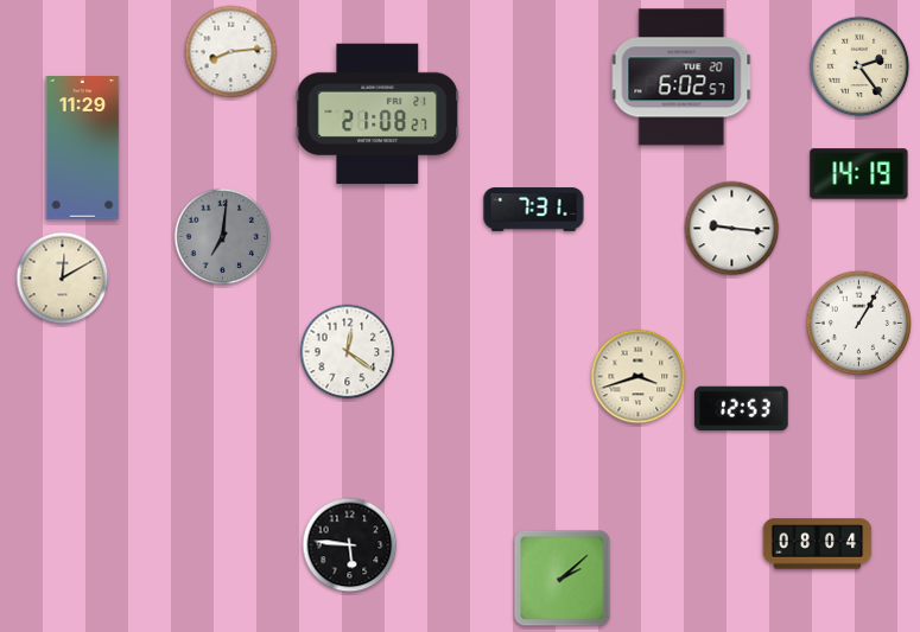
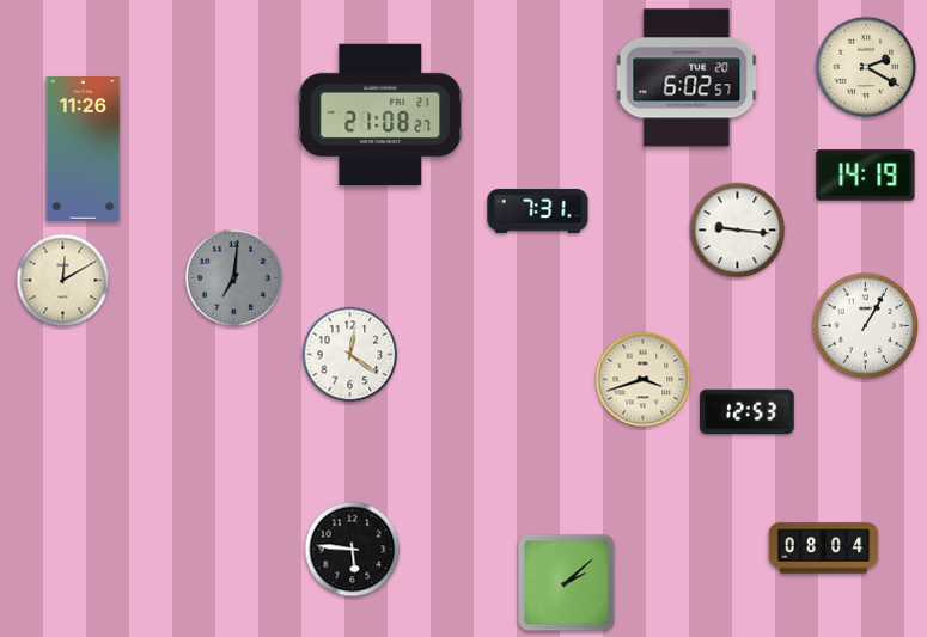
clock at (231, 52): 8:14 -> none
clock at (859, 66): 2:24 -> 2:20
clock at (83, 148): 11:29 -> 11:26
clock at (223, 237) position: (223, 237) -> (234, 278)
